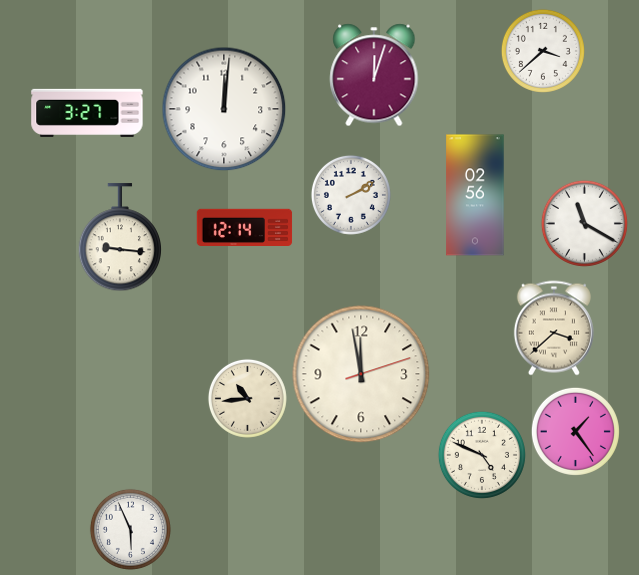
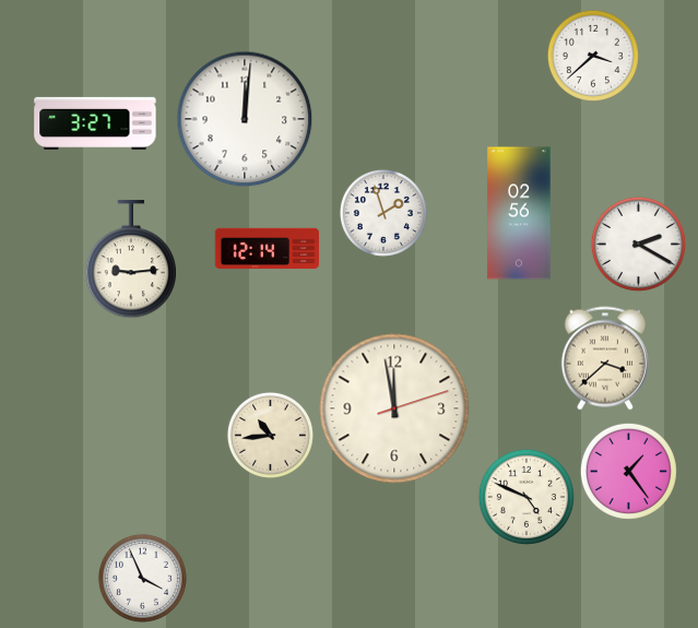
clock at (374, 75): 12:03 -> none
clock at (351, 195): 2:10 -> 1:57
clock at (584, 223): 11:20 -> 2:20
clock at (120, 238): 9:16 -> 9:14
clock at (130, 529): 5:56 -> 3:56
